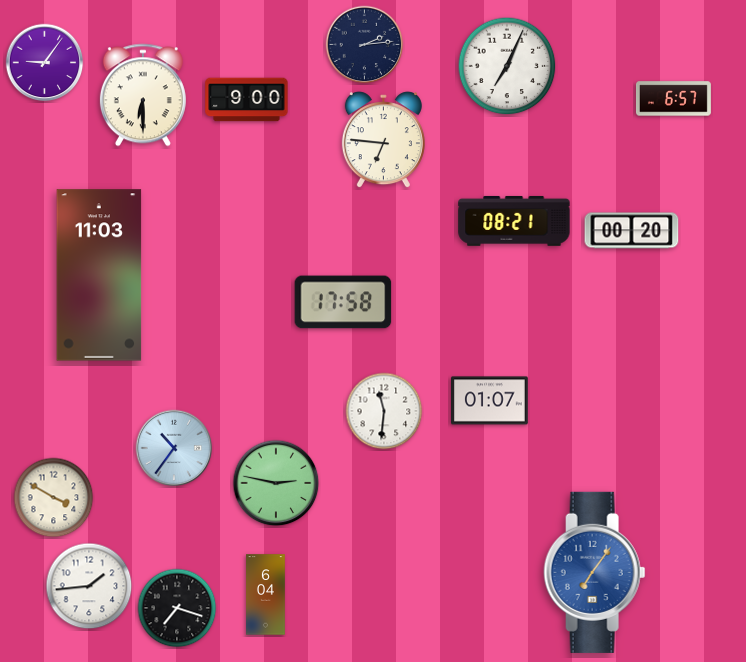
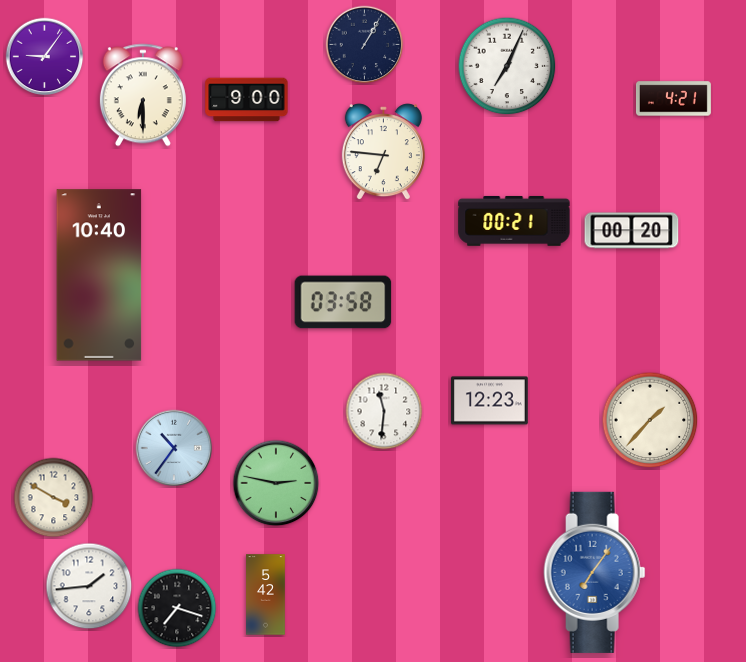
clock at (365, 45): 2:14 -> 1:05
clock at (45, 63) position: (45, 63) -> (45, 57)
clock at (673, 99): 6:57 -> 4:21
clock at (383, 140) position: (383, 140) -> (383, 152)
clock at (514, 221): 08:21 -> 00:21
clock at (99, 275): 11:03 -> 10:40
clock at (343, 302): 17:58 -> 03:58
clock at (490, 401): 01:07 -> 12:23
clock at (650, 420): none -> 1:37
clock at (266, 595): 6:04 -> 5:42
